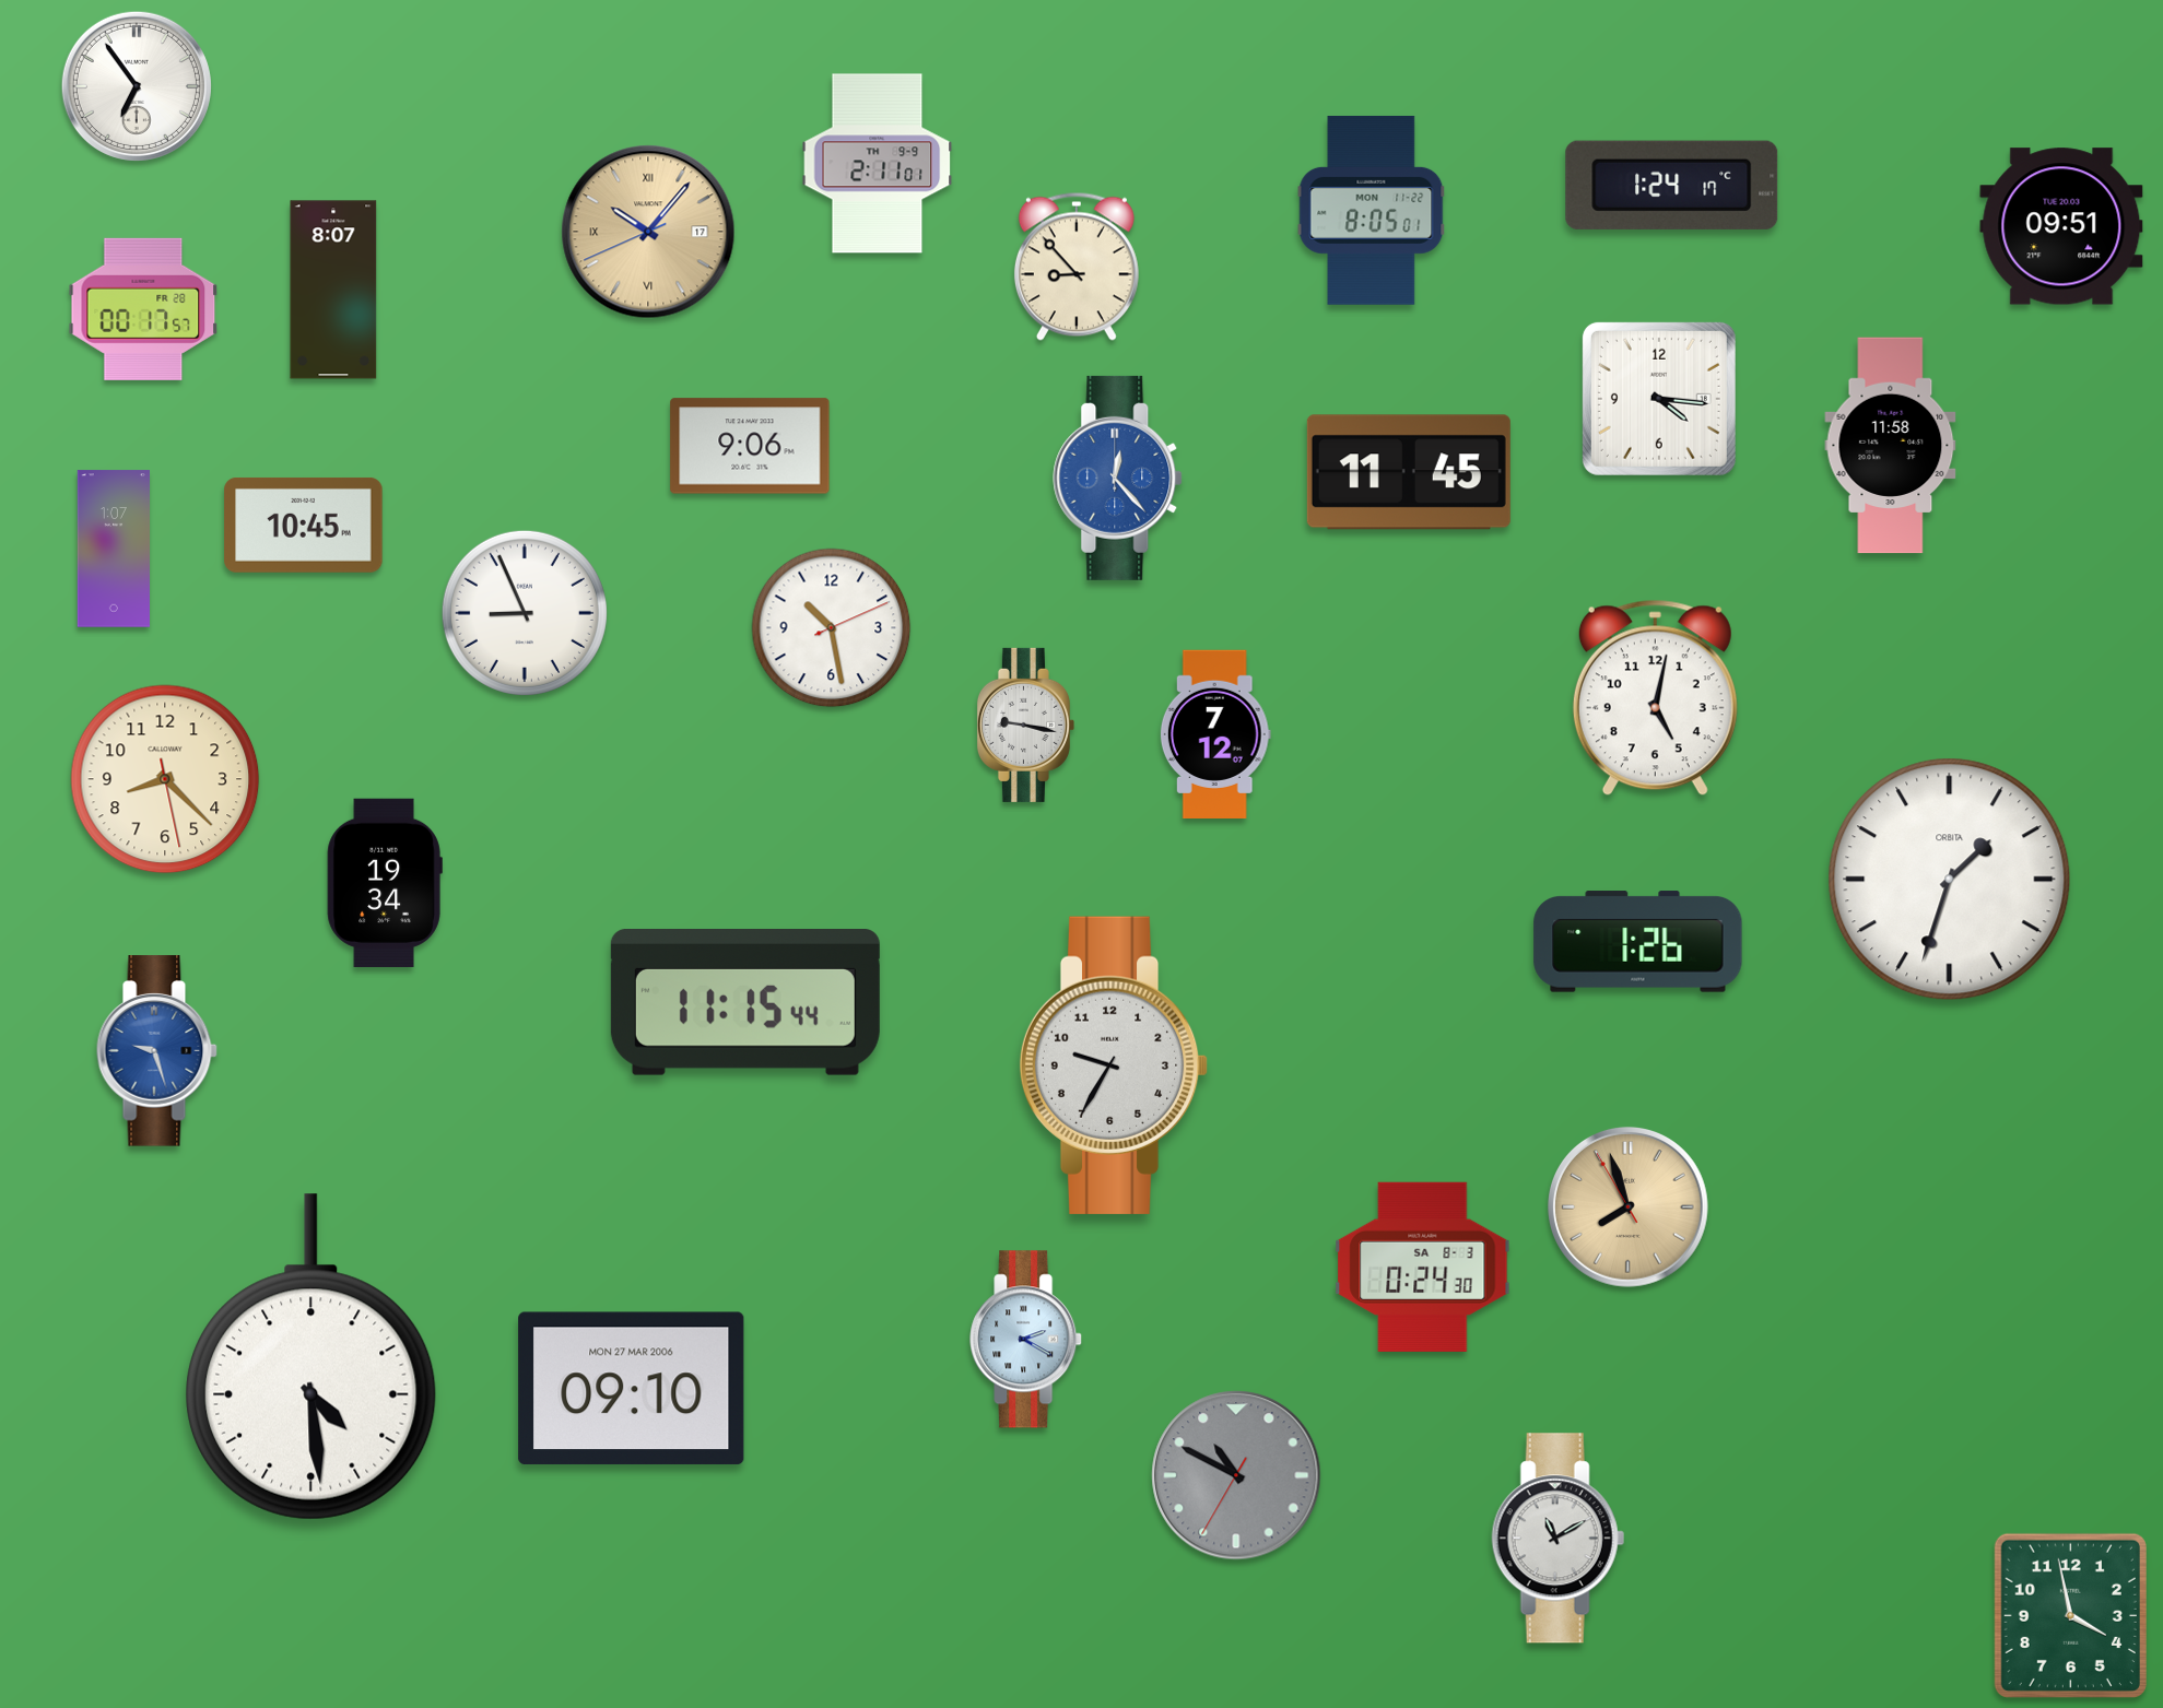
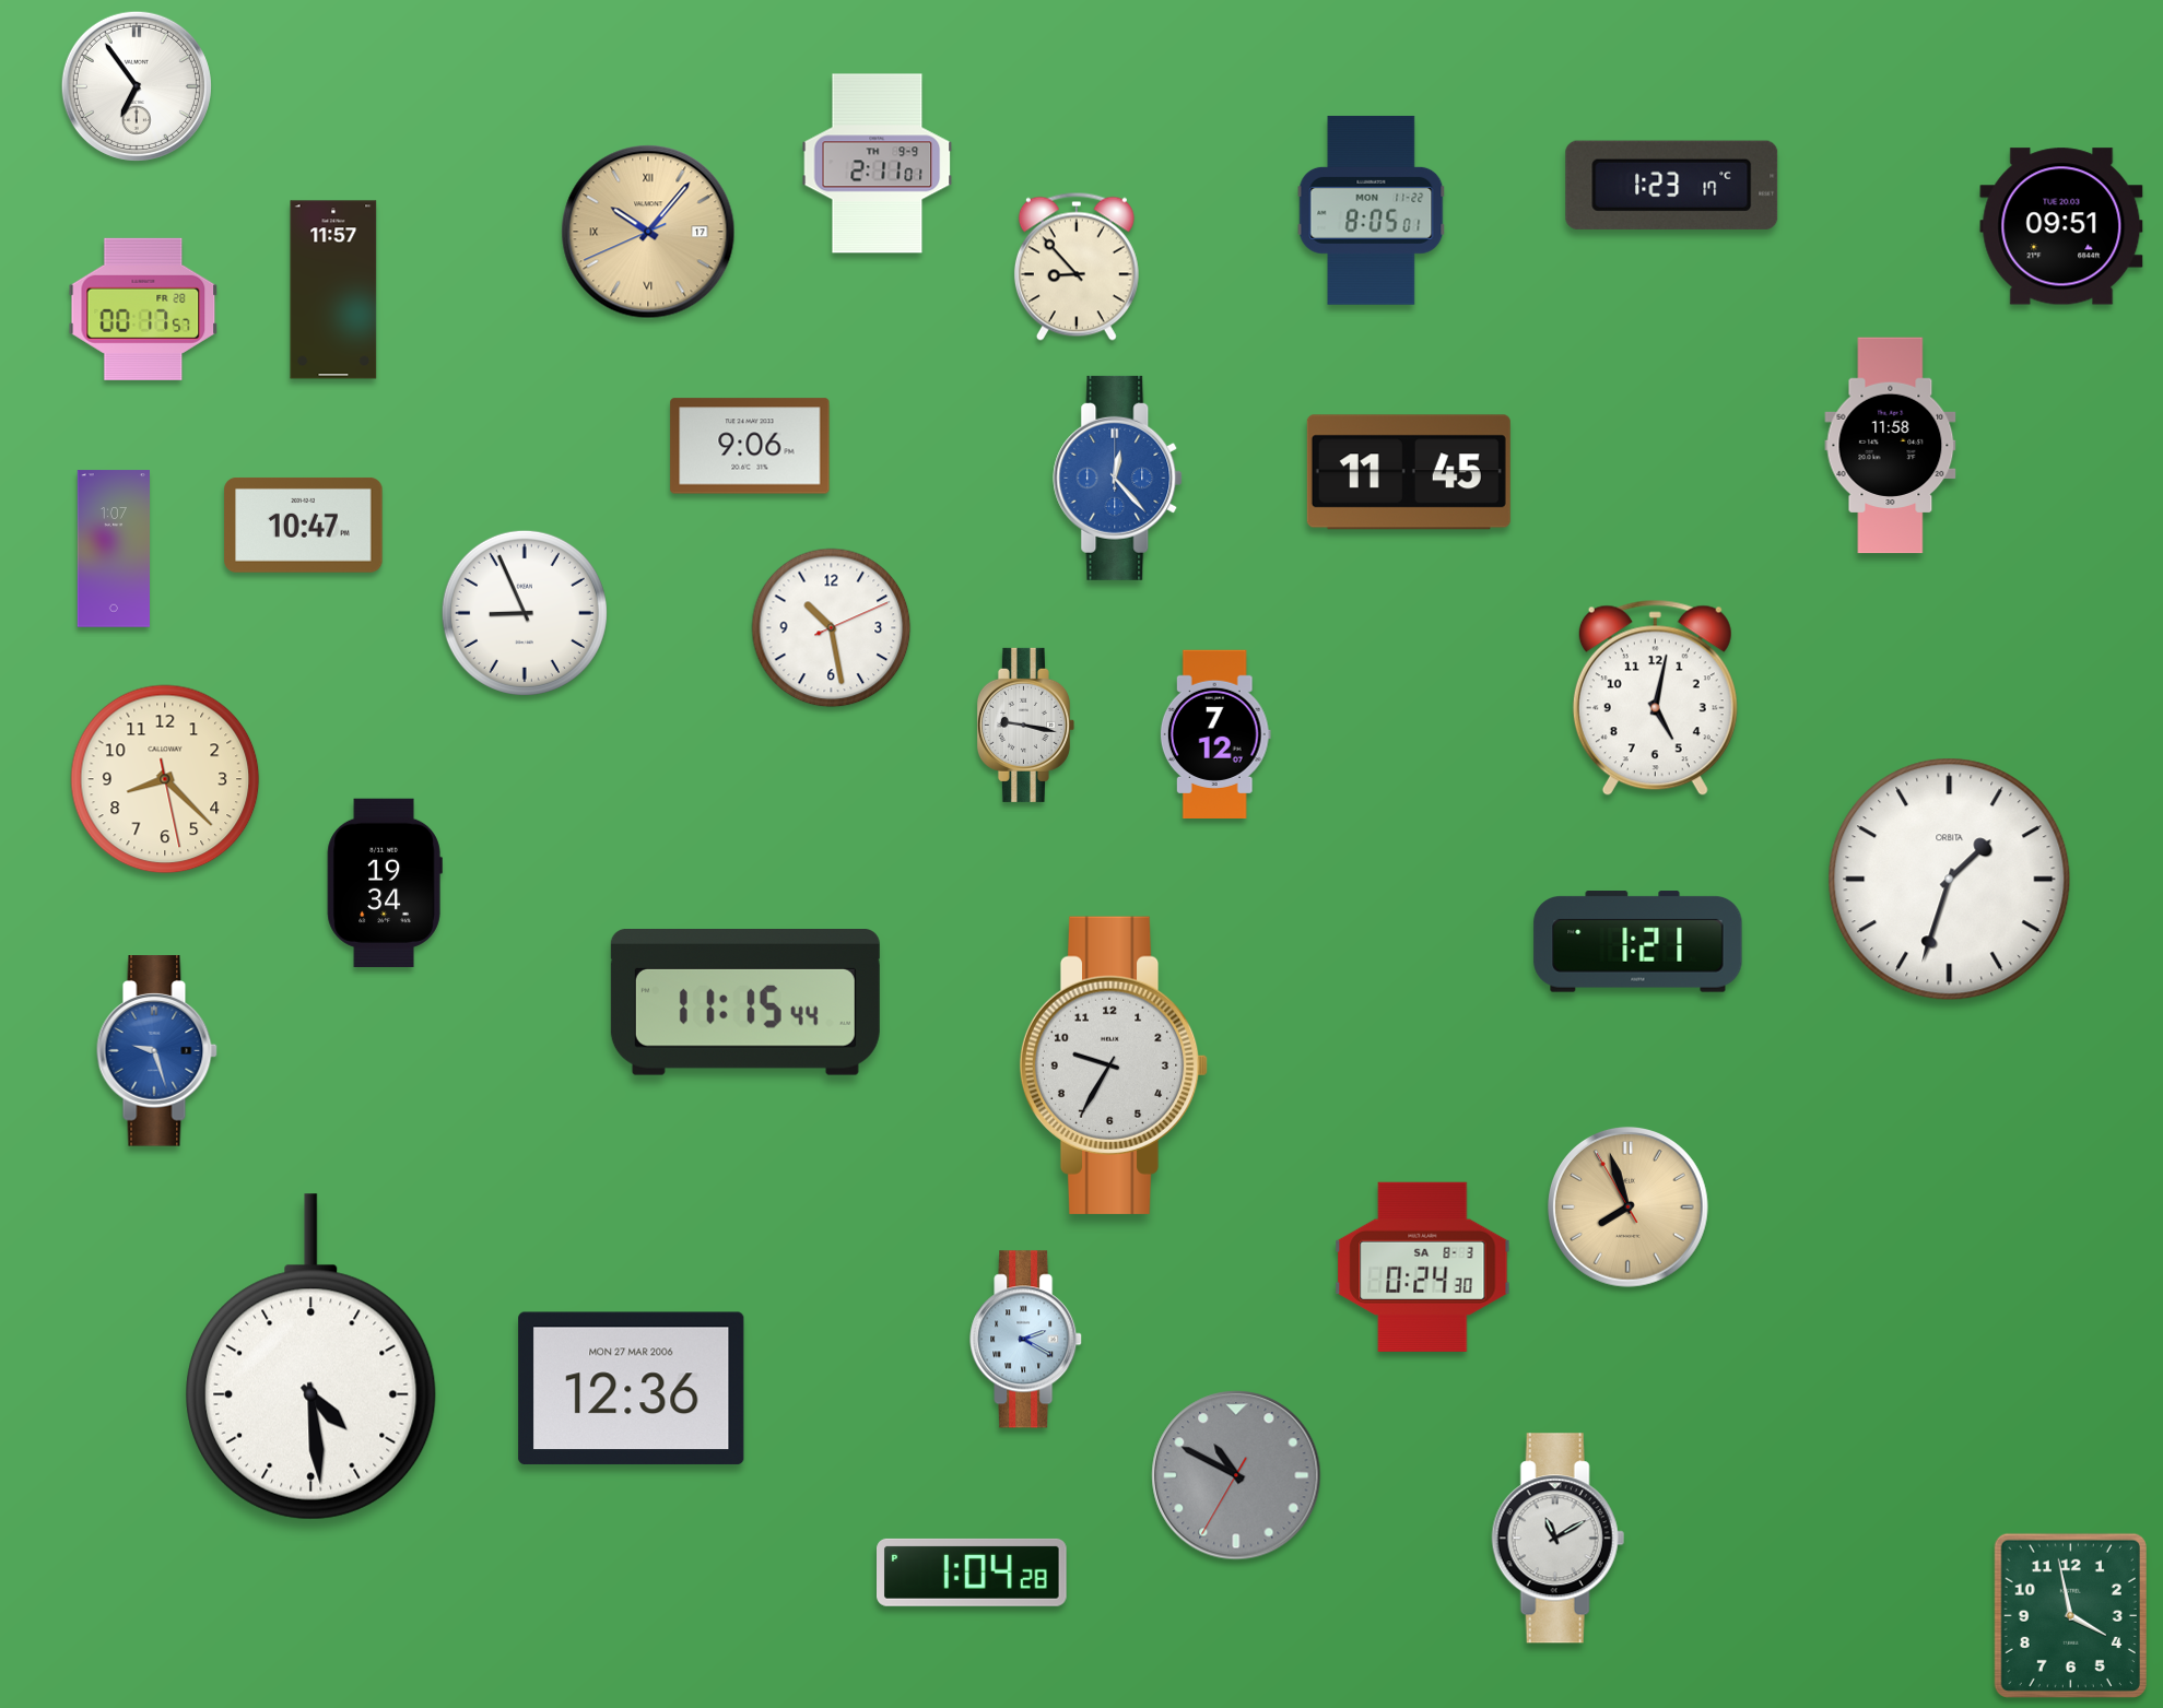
clock at (1672, 185): 1:24 -> 1:23
clock at (333, 290): 8:07 -> 11:57
clock at (1659, 399): 4:16 -> none
clock at (304, 525): 10:45 -> 10:47
clock at (1638, 942): 1:26 -> 1:21
clock at (632, 1389): 09:10 -> 12:36
clock at (973, 1572): none -> 1:04
